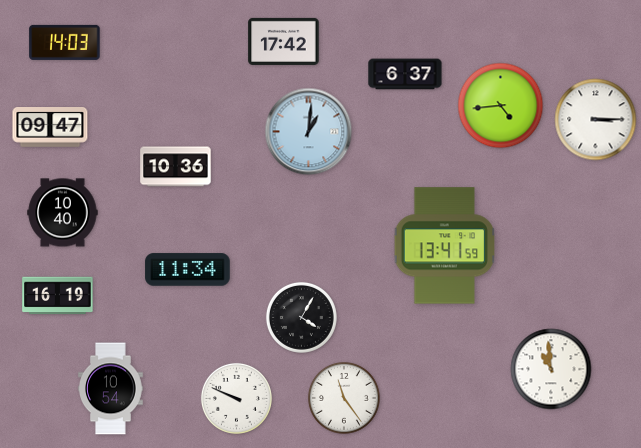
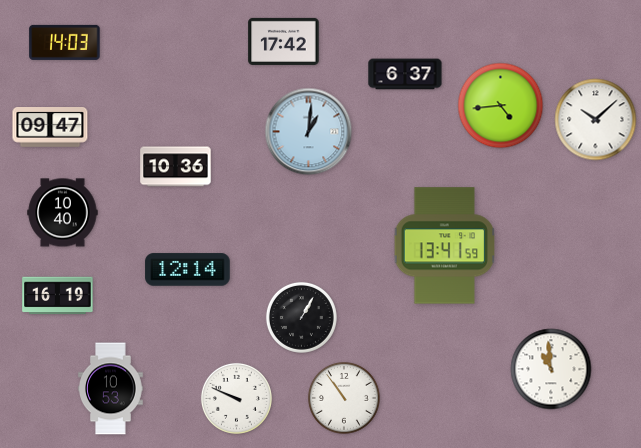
clock at (596, 120): 3:15 -> 10:08
clock at (188, 270): 11:34 -> 12:14
clock at (301, 317): 4:05 -> 1:05
clock at (111, 389): 10:54 -> 10:53
clock at (344, 398): 11:24 -> 10:54
